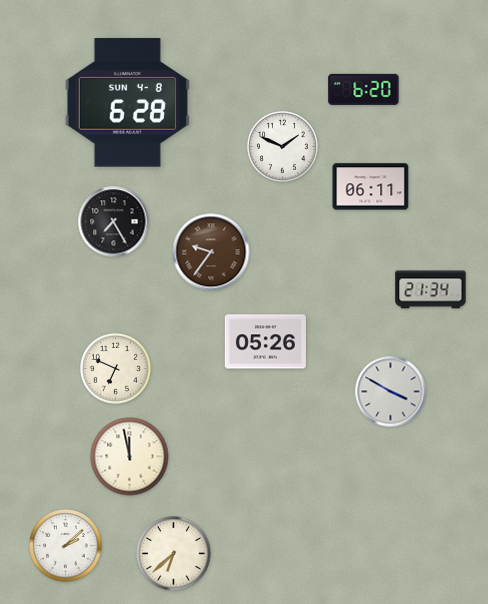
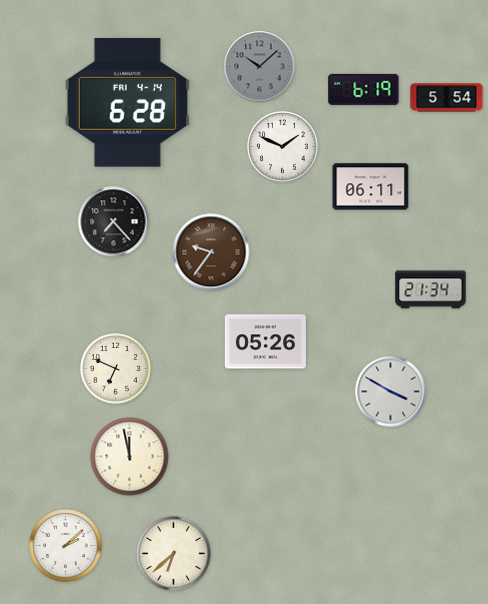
clock at (260, 67): none -> 10:08
clock at (364, 89): 6:20 -> 6:19
clock at (447, 98): none -> 5:54
clock at (127, 103) date: SUN 4-8 -> FRI 4-14
clock at (114, 222): 7:25 -> 7:23
